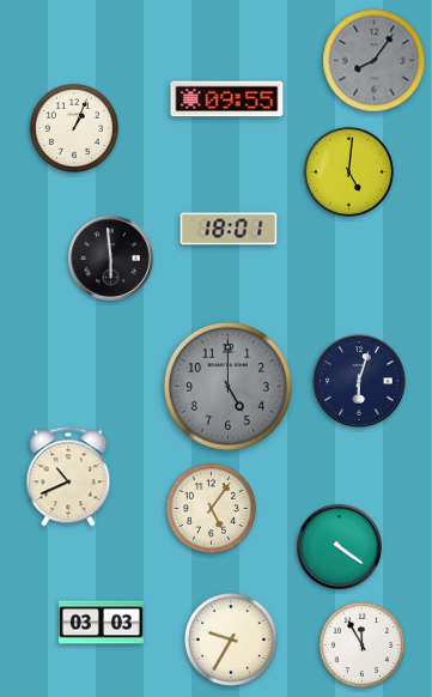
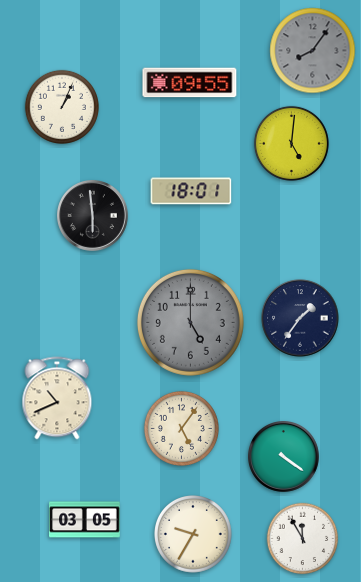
clock at (359, 381): 6:03 -> 1:36
clock at (211, 508) position: (211, 508) -> (181, 428)
clock at (102, 623): 03:03 -> 03:05
